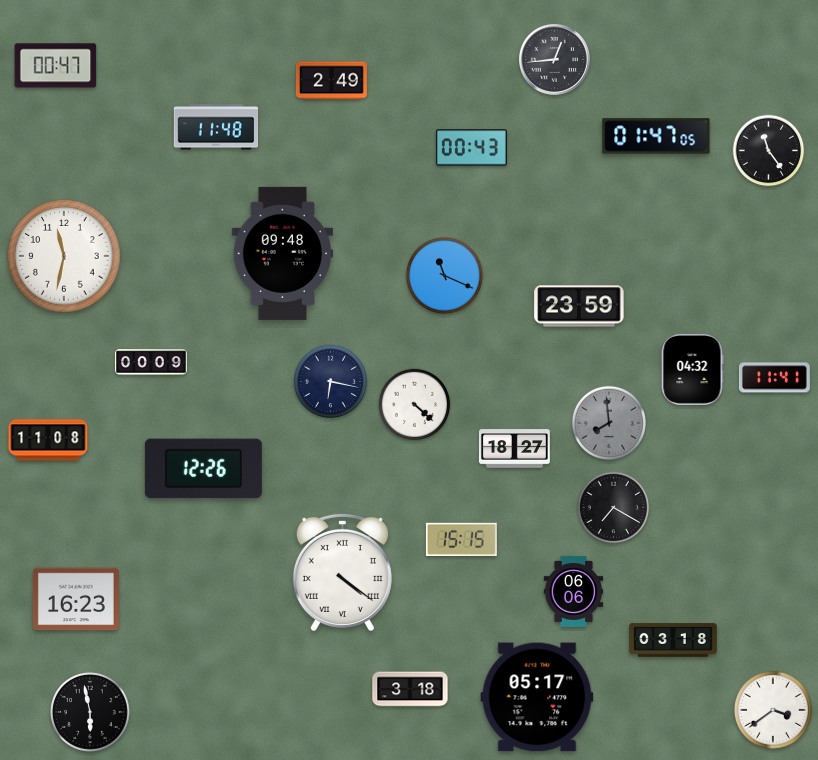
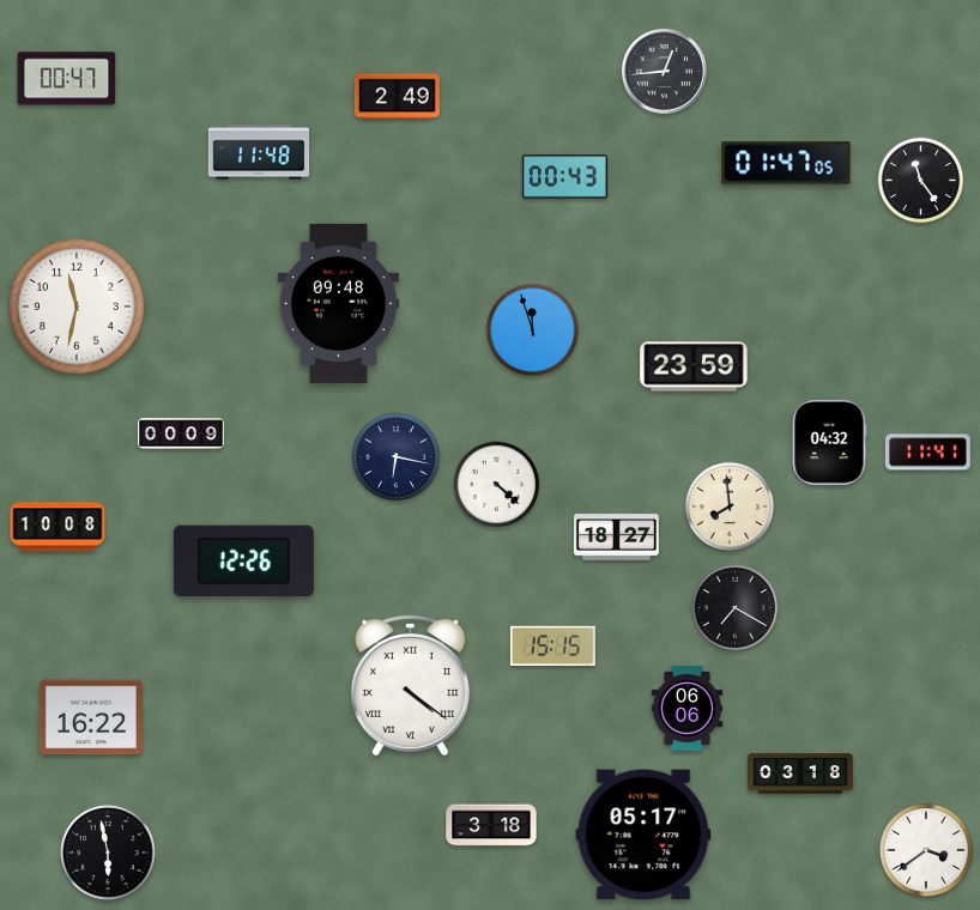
clock at (444, 275): 11:19 -> 11:57
clock at (608, 422) dial: grey -> cream
clock at (48, 440): 11:08 -> 10:08
clock at (76, 599): 16:23 -> 16:22
clock at (673, 640) position: (673, 640) -> (800, 773)
